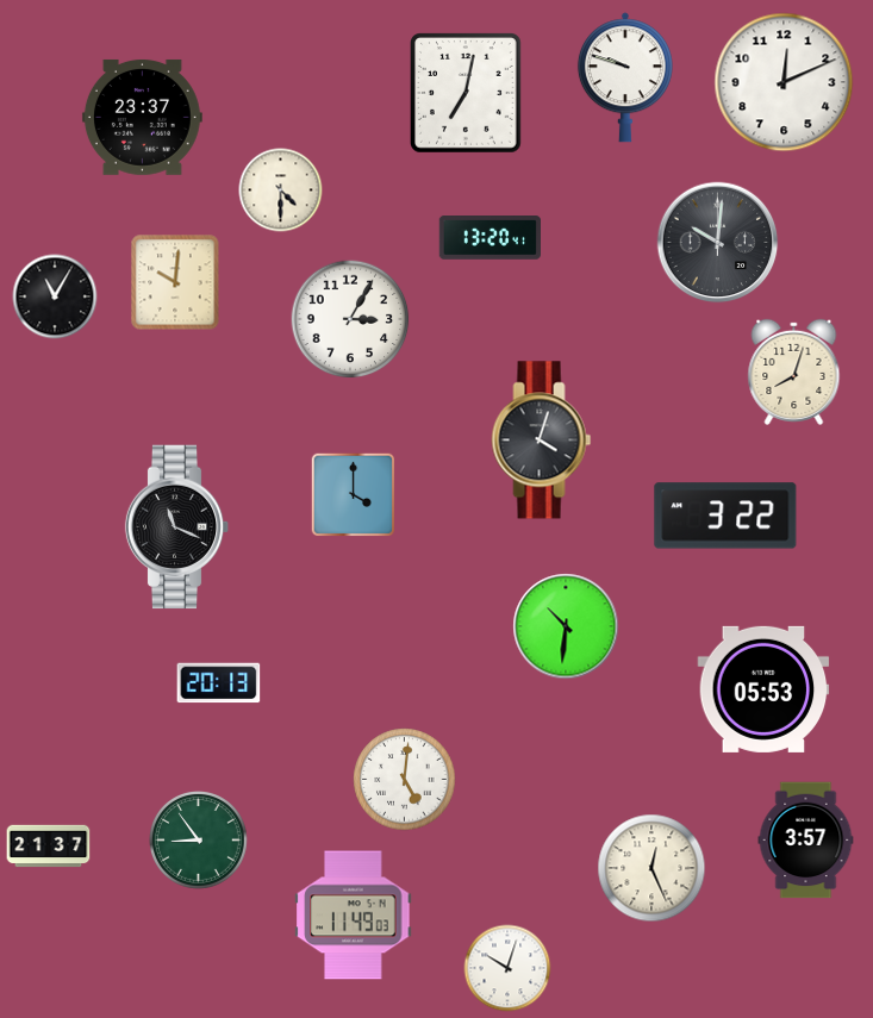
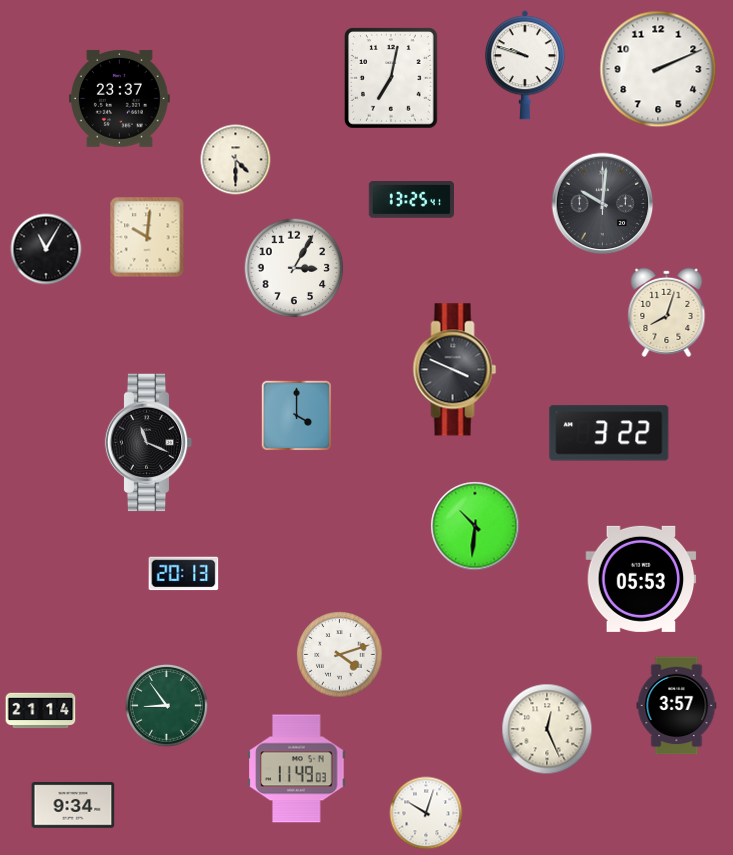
clock at (784, 82): 12:11 -> 2:11
clock at (489, 238): 13:20 -> 13:25
clock at (542, 441): 4:03 -> 3:49
clock at (405, 780): 5:01 -> 4:12
clock at (49, 847): 21:37 -> 21:14
clock at (73, 805): none -> 9:34
